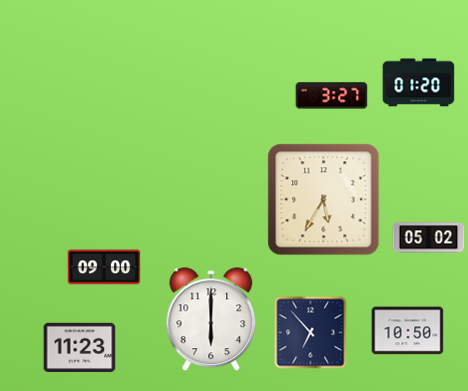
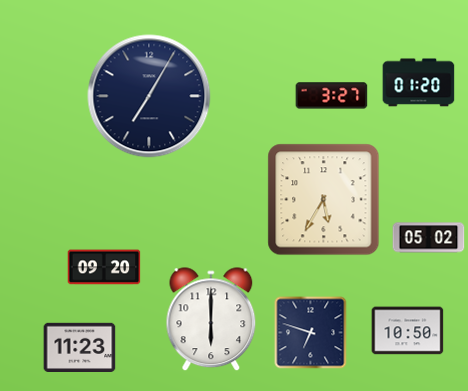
clock at (149, 96): none -> 7:05
clock at (104, 267): 09:00 -> 09:20
clock at (311, 333): 6:53 -> 6:48
